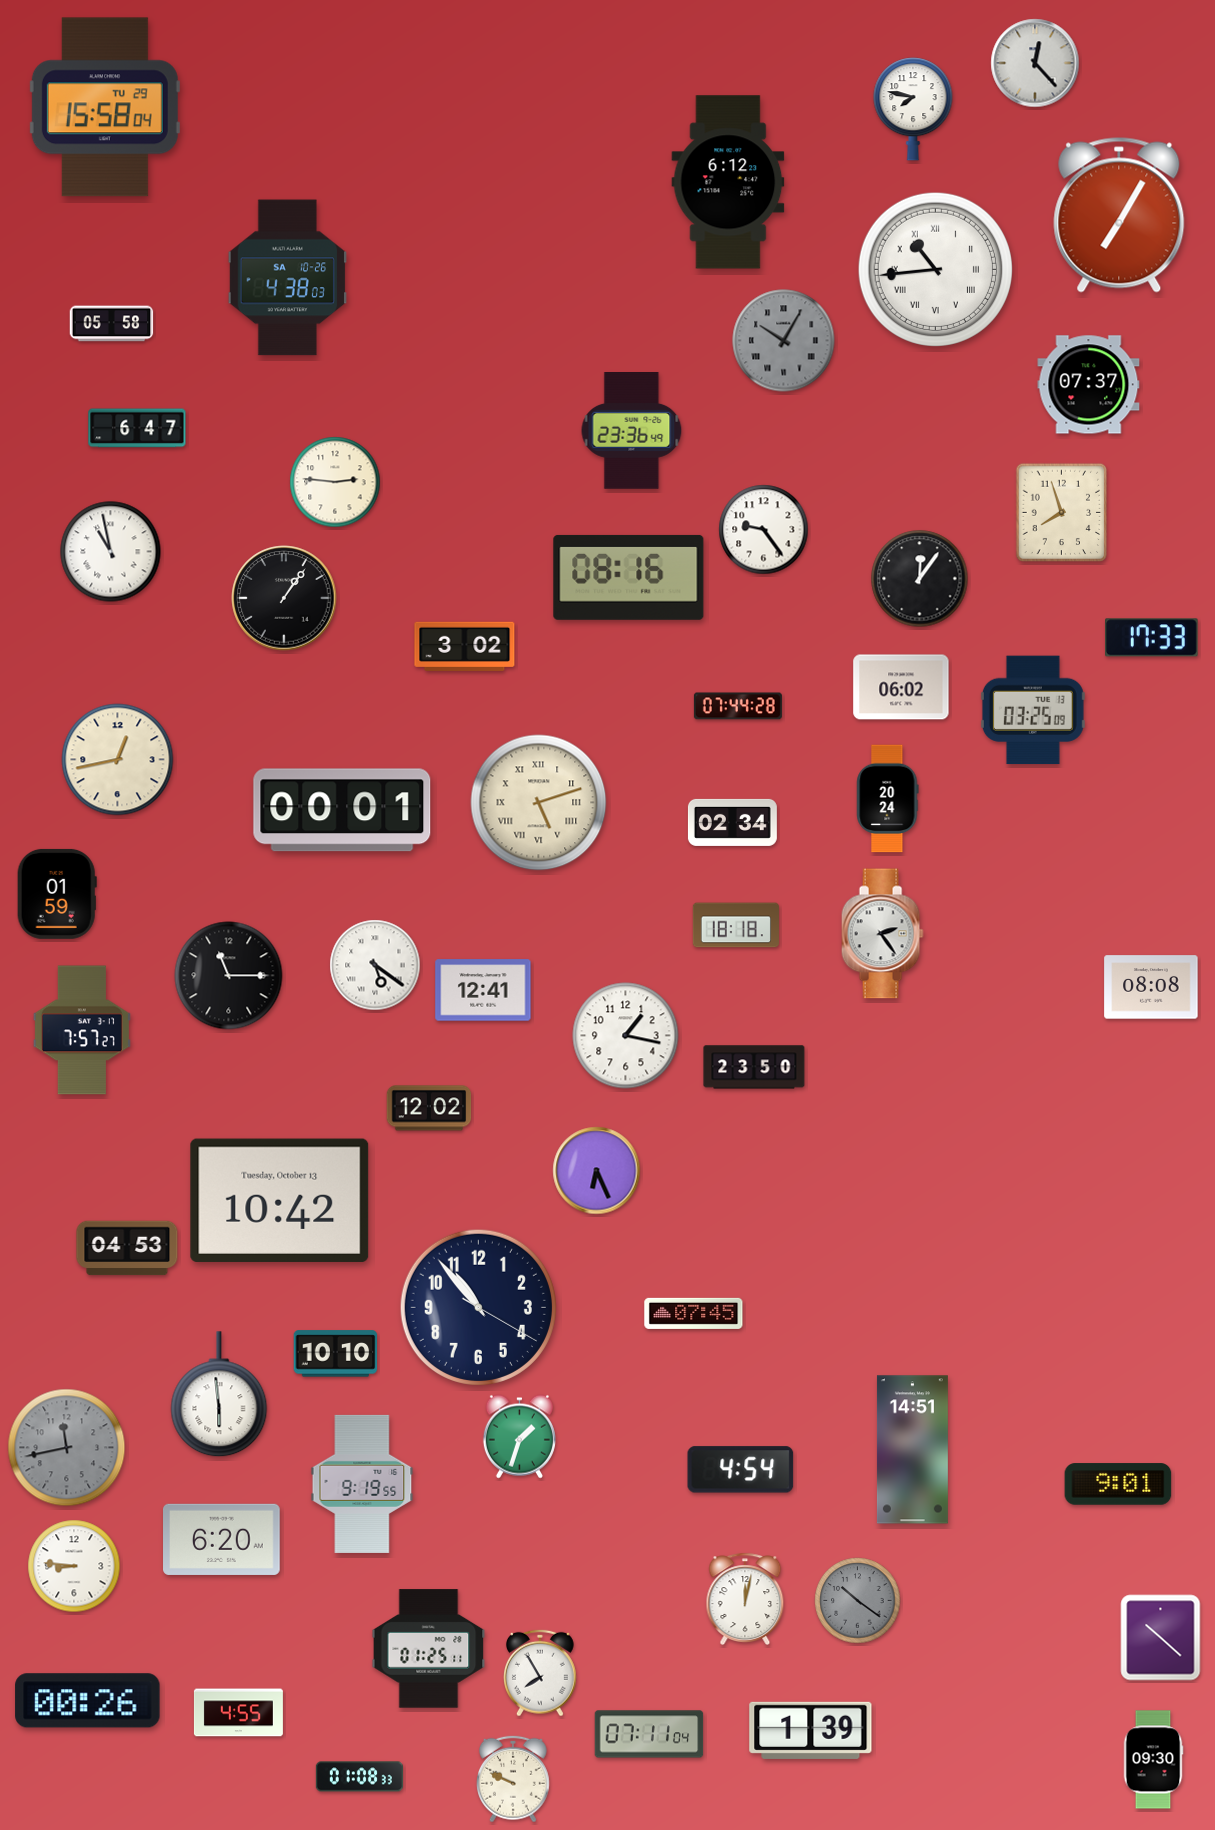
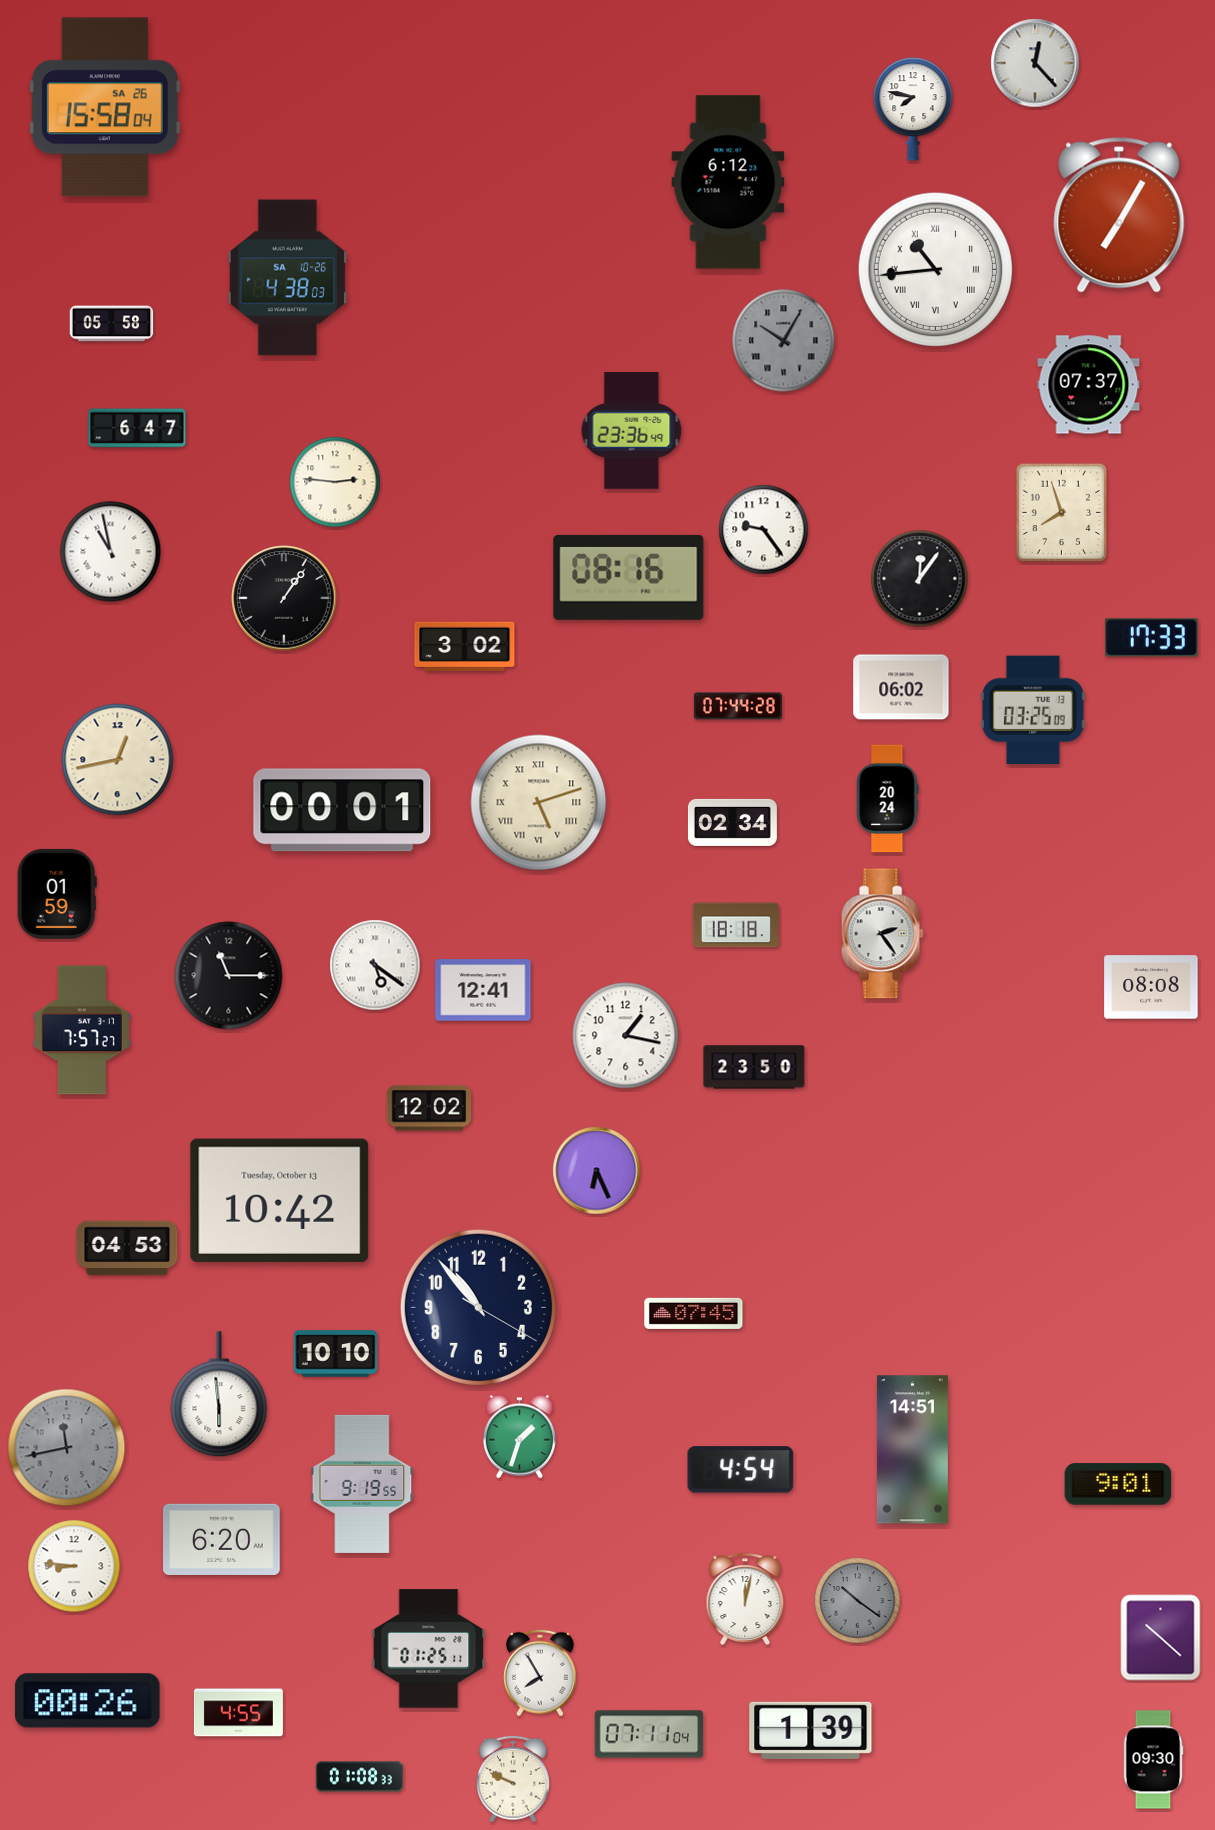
clock at (105, 107) date: TU 29 -> SA 26
